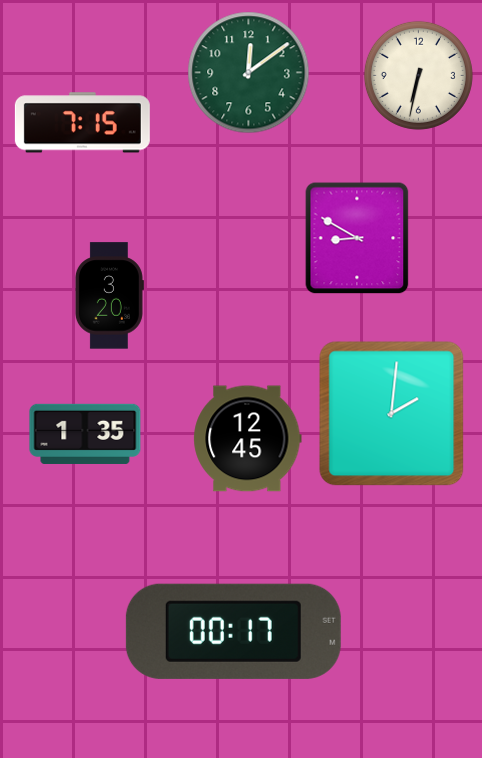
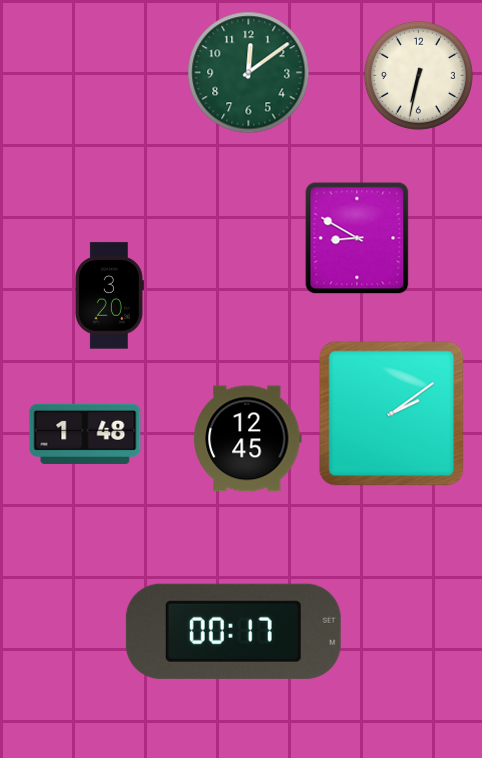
clock at (82, 123): 7:15 -> none
clock at (392, 414): 2:01 -> 2:09
clock at (85, 434): 1:35 -> 1:48
